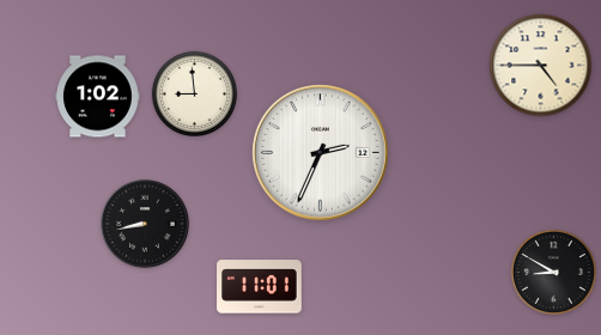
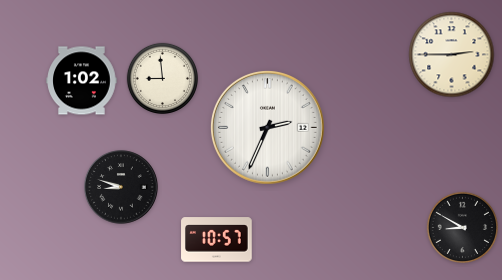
clock at (541, 66): 4:45 -> 2:45
clock at (145, 224): 8:43 -> 8:48
clock at (260, 287): 11:01 -> 10:57
